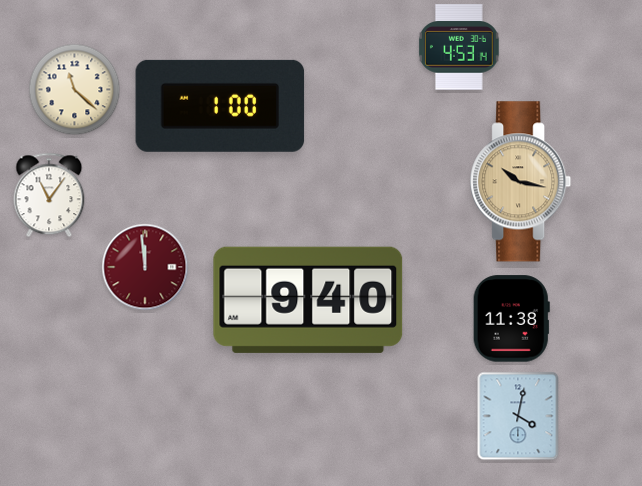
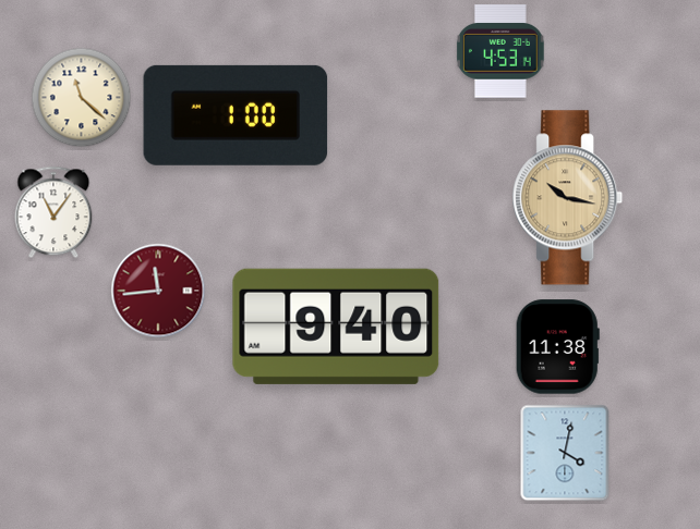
clock at (220, 106) position: (220, 106) -> (236, 115)
clock at (145, 267): 11:59 -> 11:44
